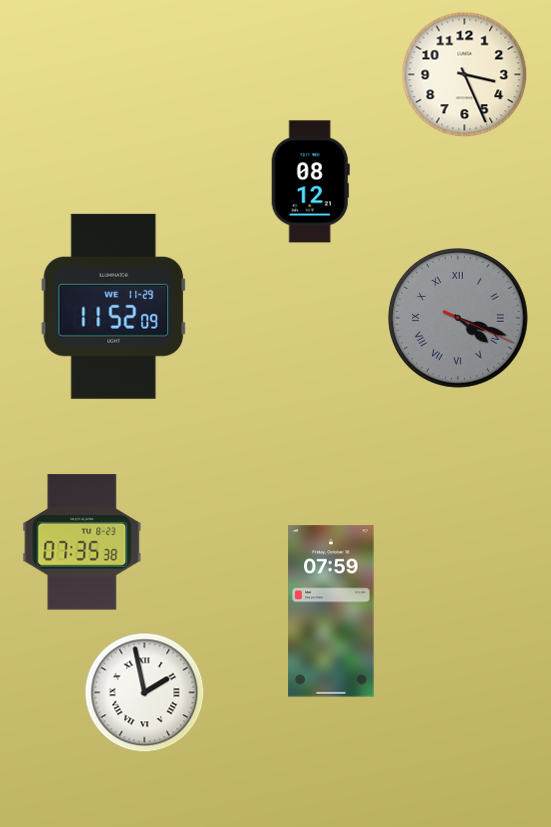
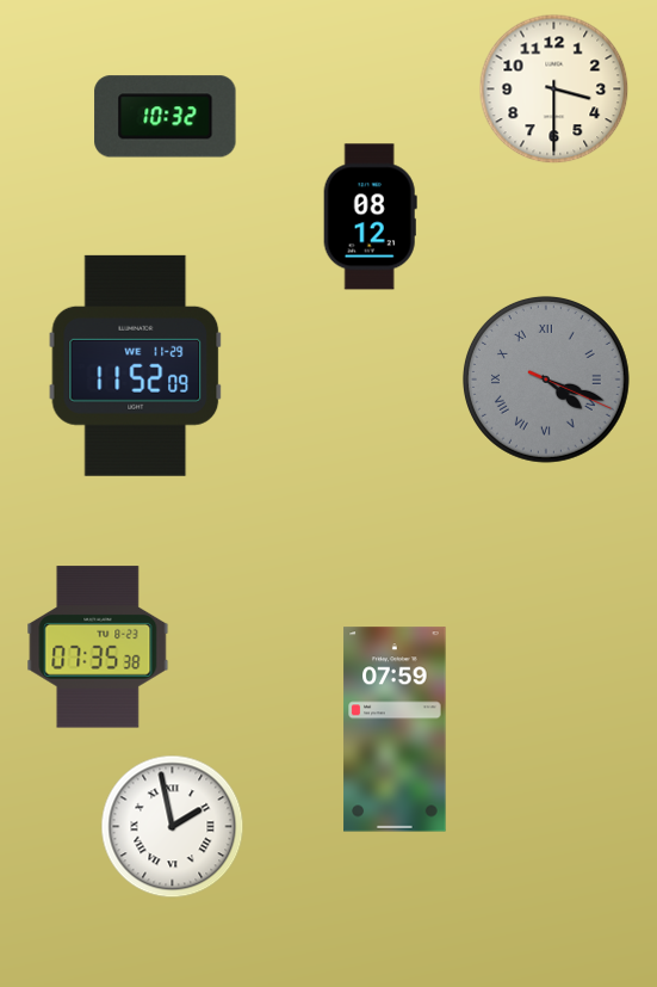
clock at (465, 75): 3:26 -> 3:30
clock at (166, 117): none -> 10:32
